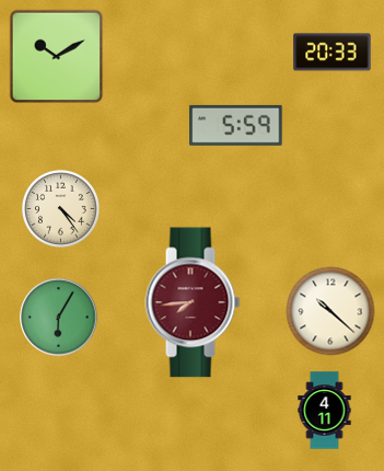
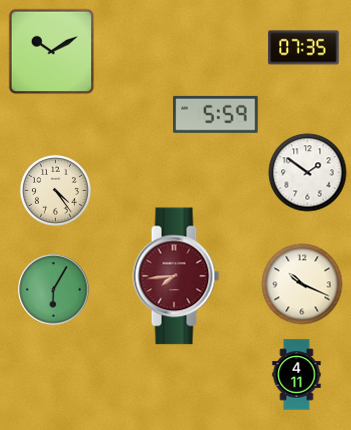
clock at (333, 53): 20:33 -> 07:35
clock at (308, 173): none -> 1:51
clock at (330, 311): 10:22 -> 10:19
